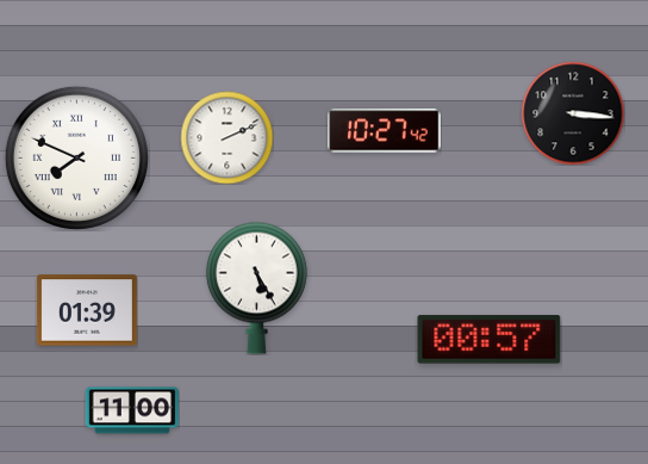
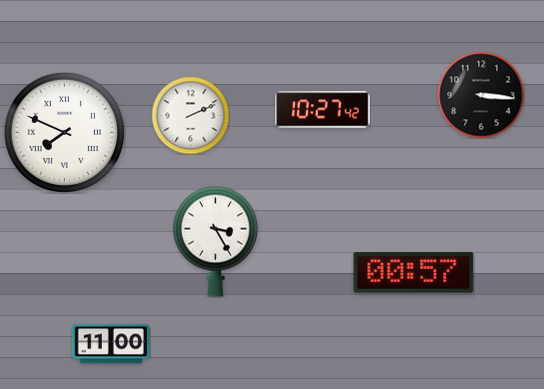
clock at (256, 287): 5:25 -> 3:25
clock at (87, 310): 01:39 -> none
clock at (490, 340) position: (490, 340) -> (414, 273)
